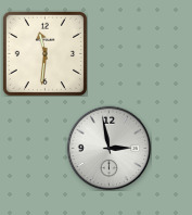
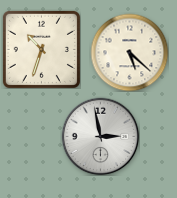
clock at (44, 53): 11:31 -> 10:33
clock at (129, 52): none -> 5:22
